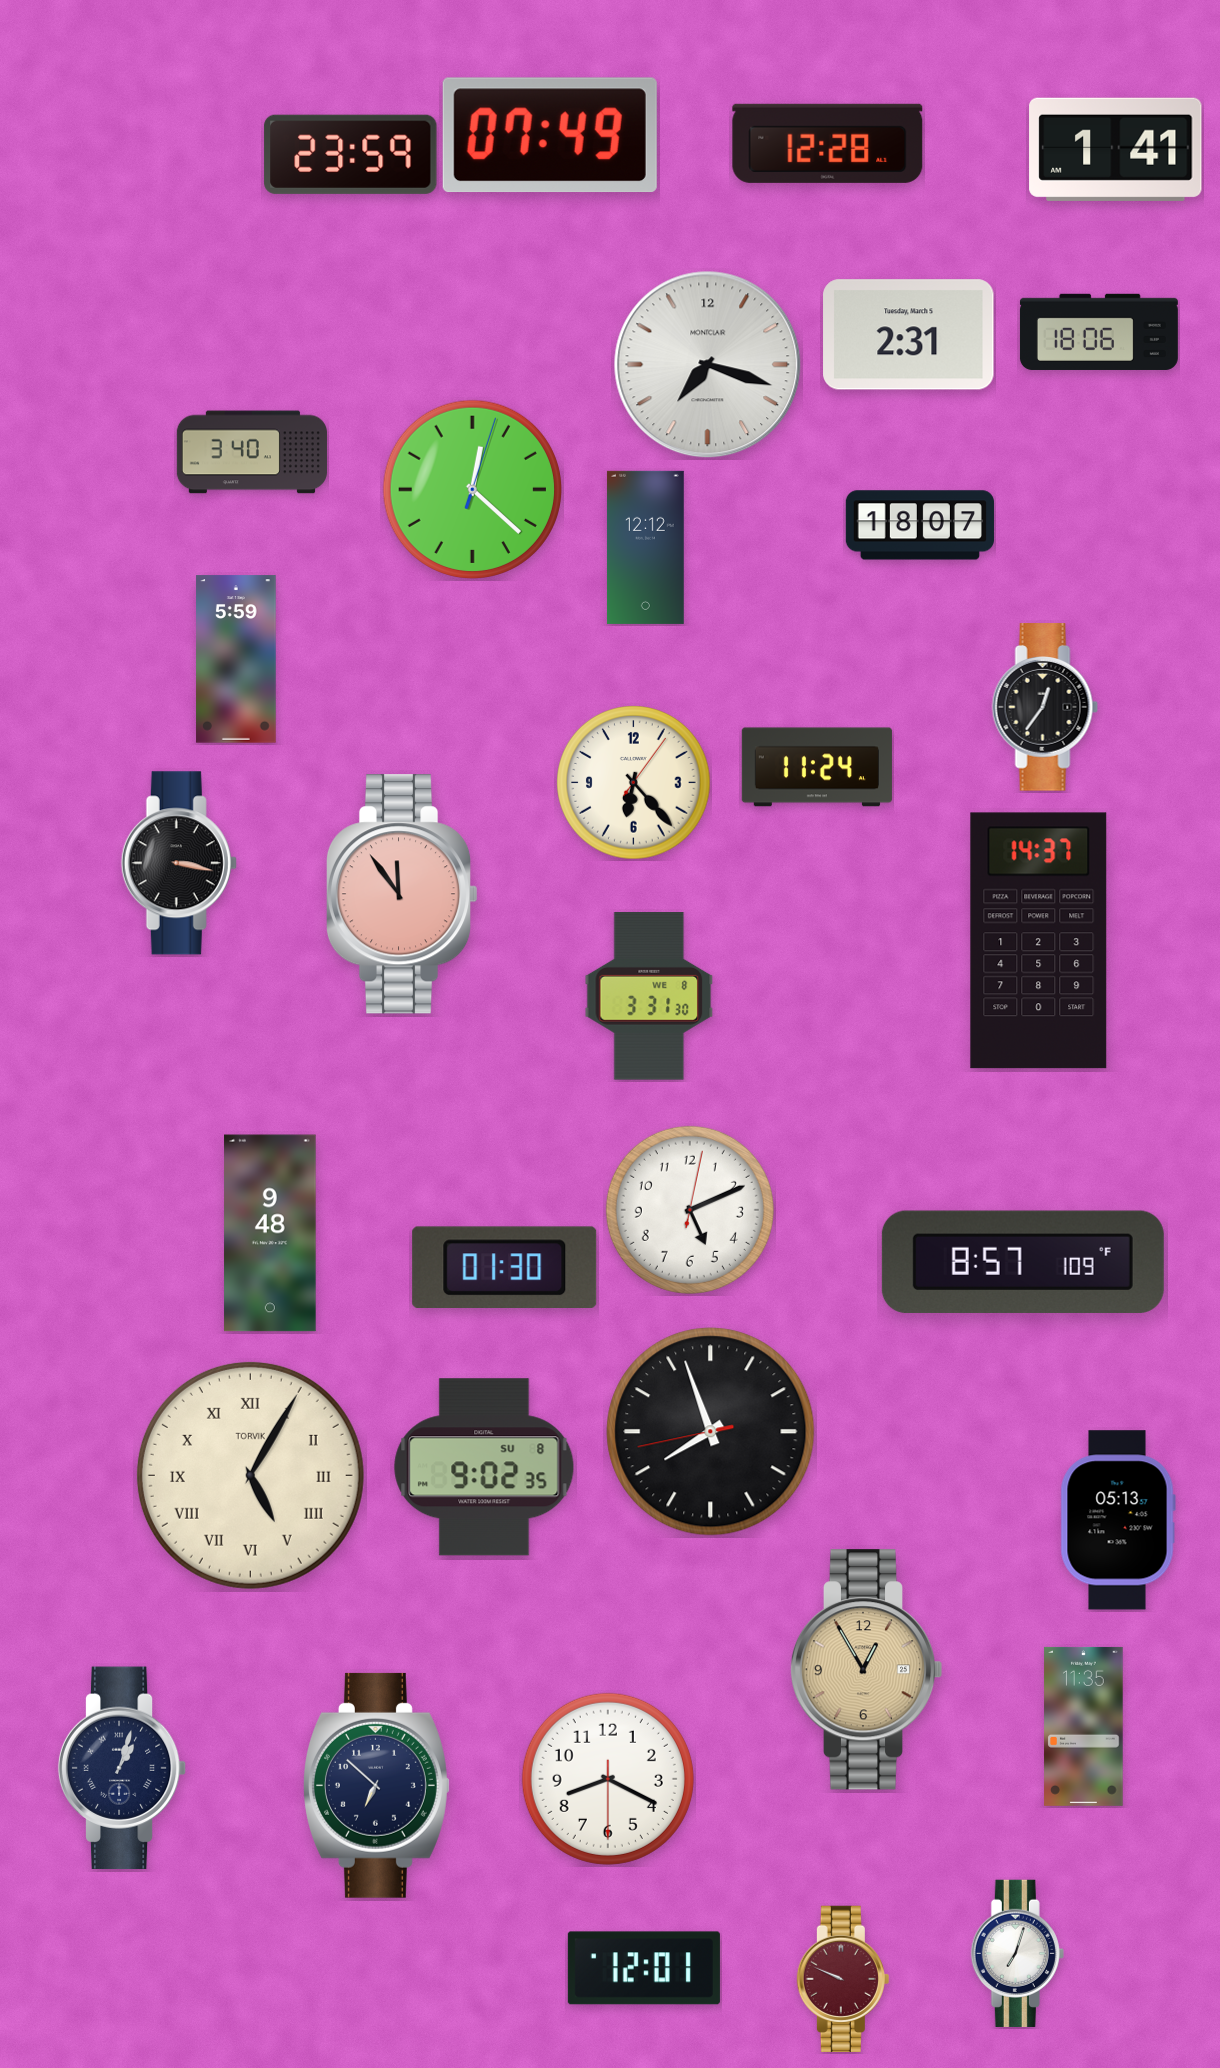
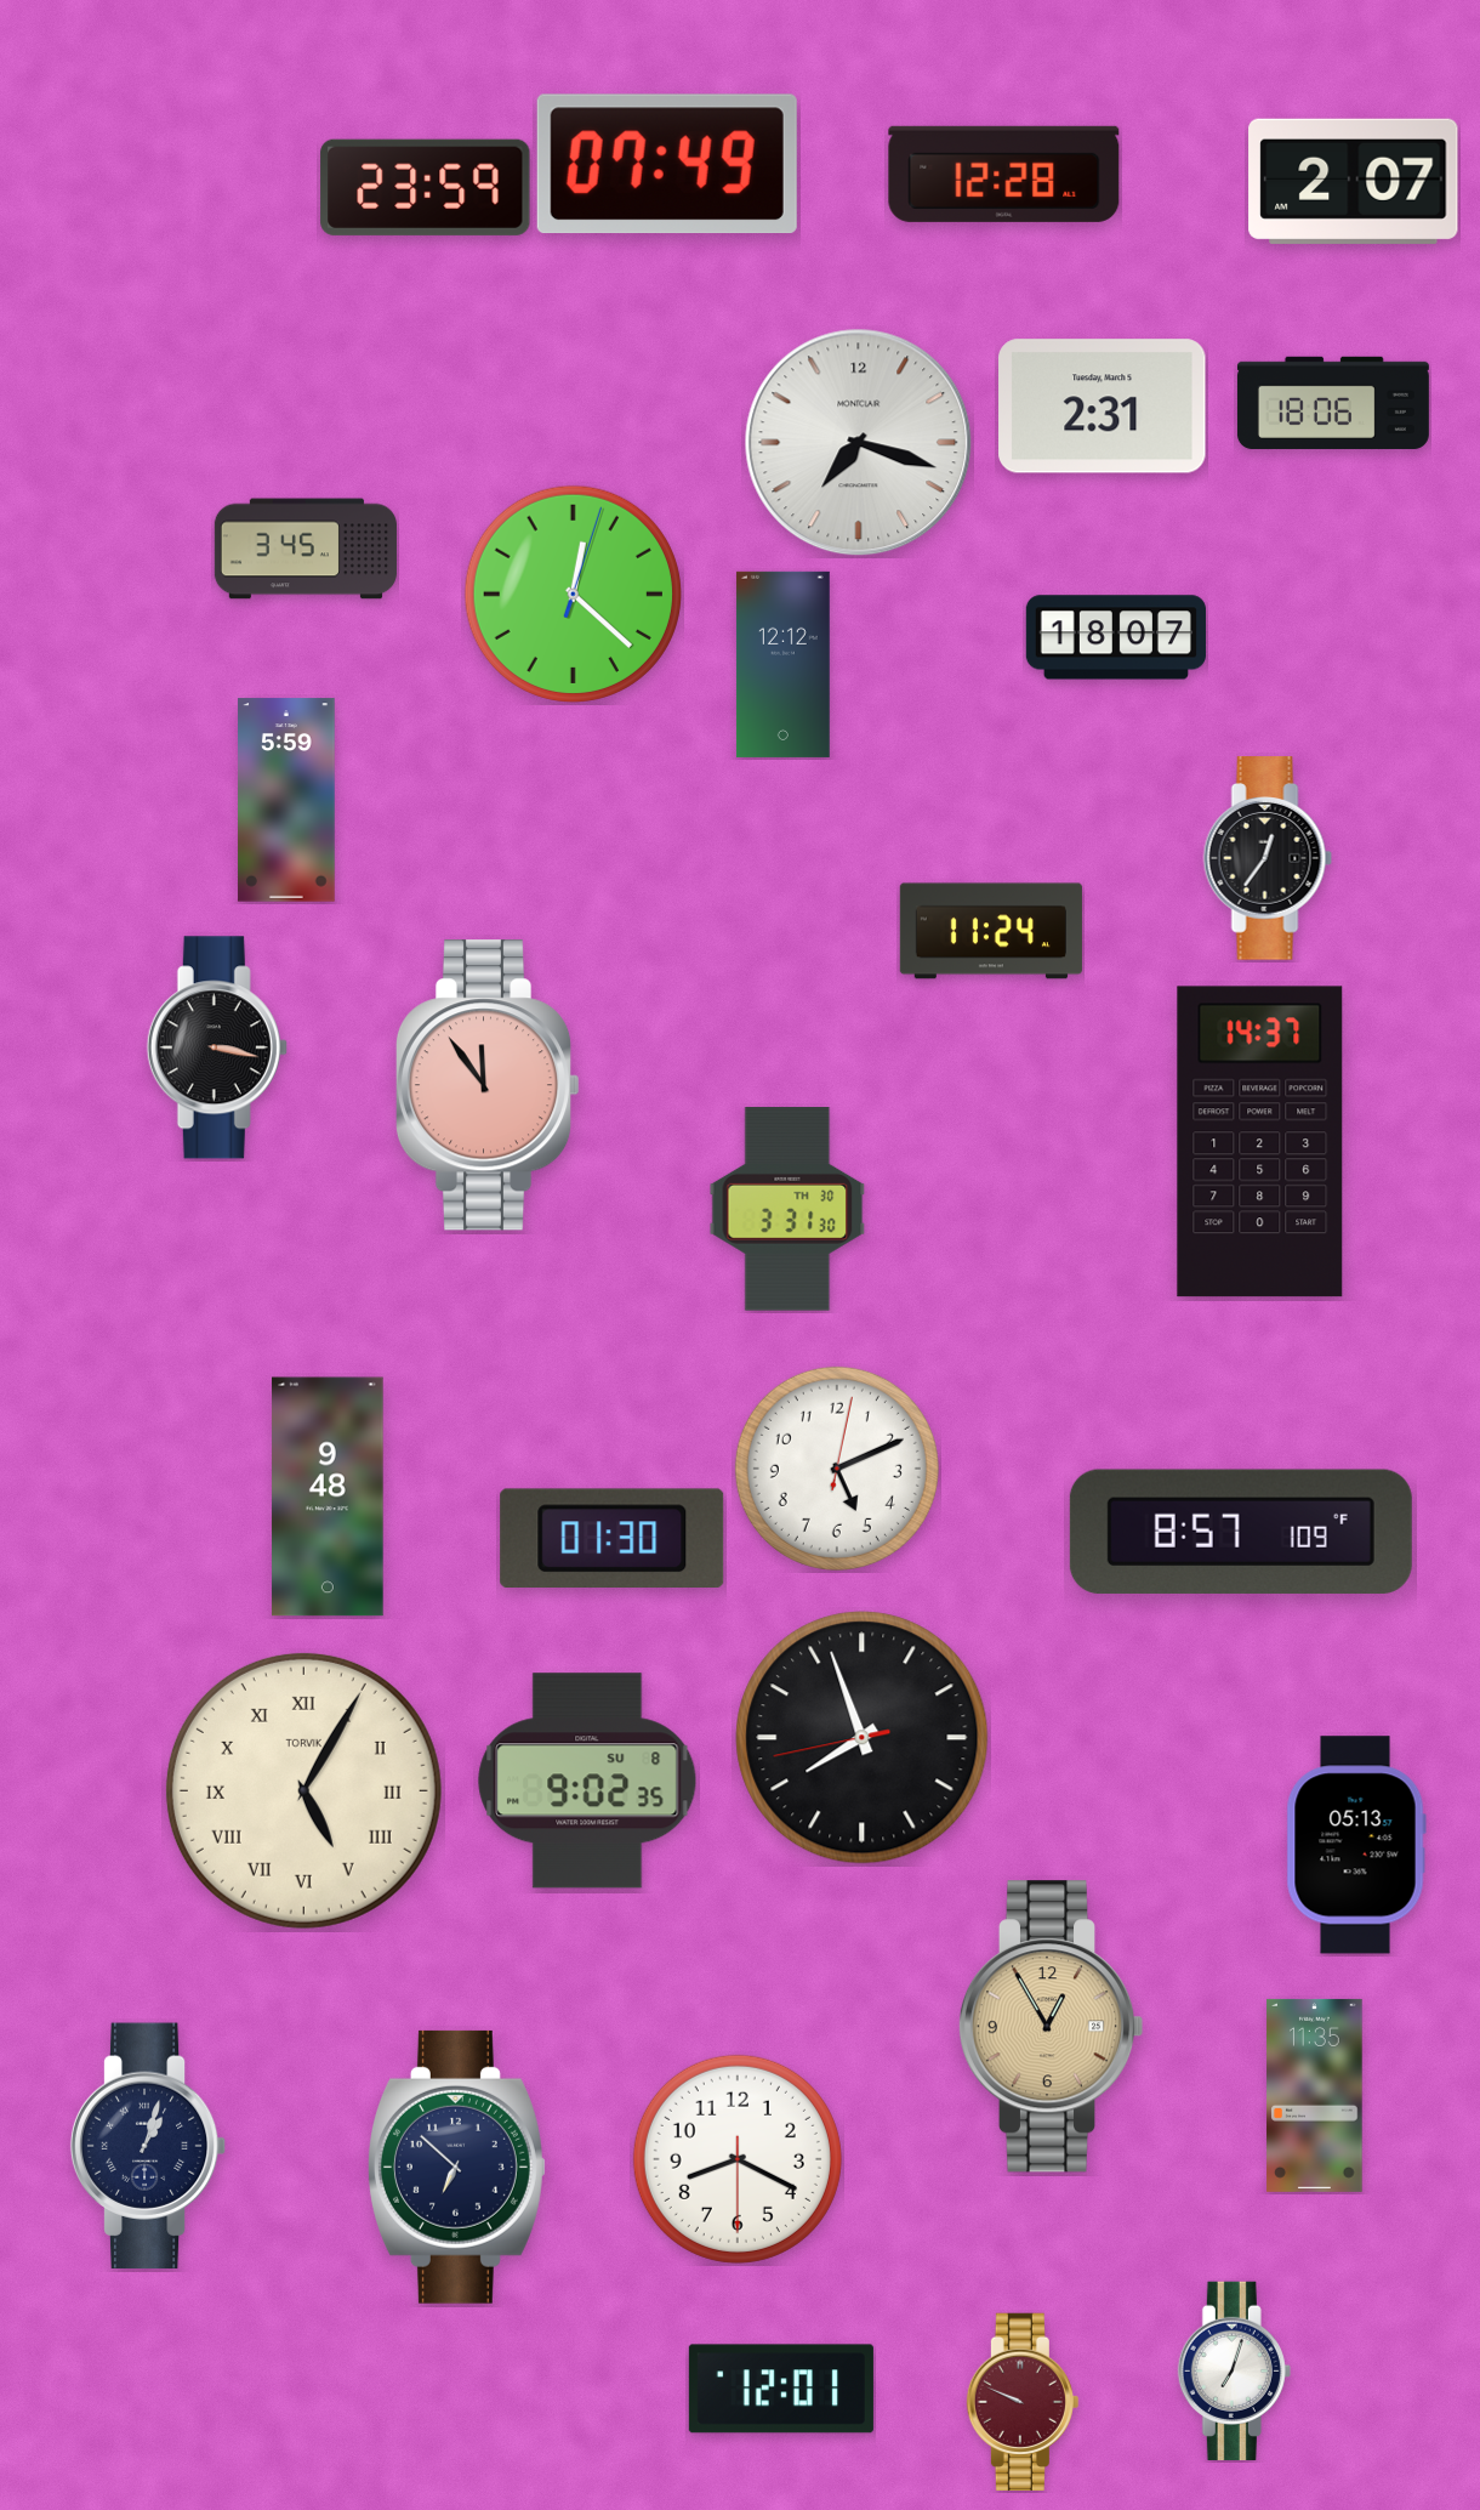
clock at (1116, 149): 1:41 -> 2:07
clock at (252, 452): 3:40 -> 3:45
clock at (634, 783): 6:23 -> none
clock at (649, 996) date: WE 8 -> TH 30
